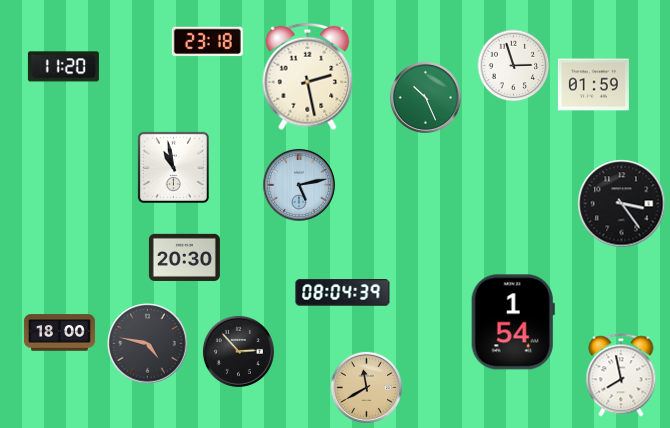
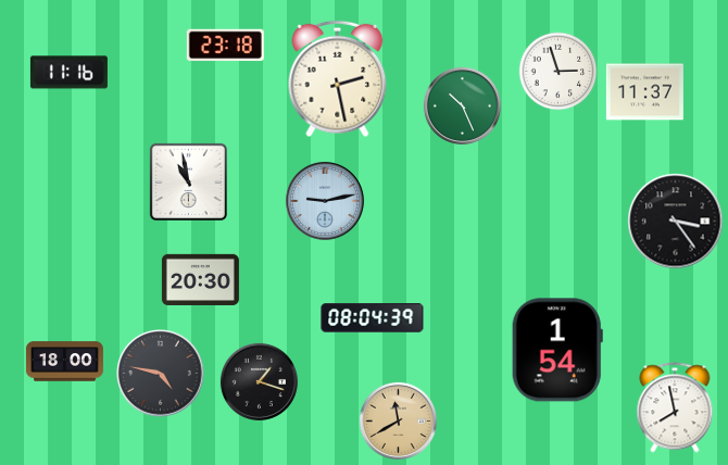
clock at (63, 67): 11:20 -> 11:16
clock at (308, 77) position: (308, 77) -> (338, 79)
clock at (593, 85): 01:59 -> 11:37
clock at (299, 185): 5:13 -> 9:13
clock at (238, 351): 2:53 -> 1:18
